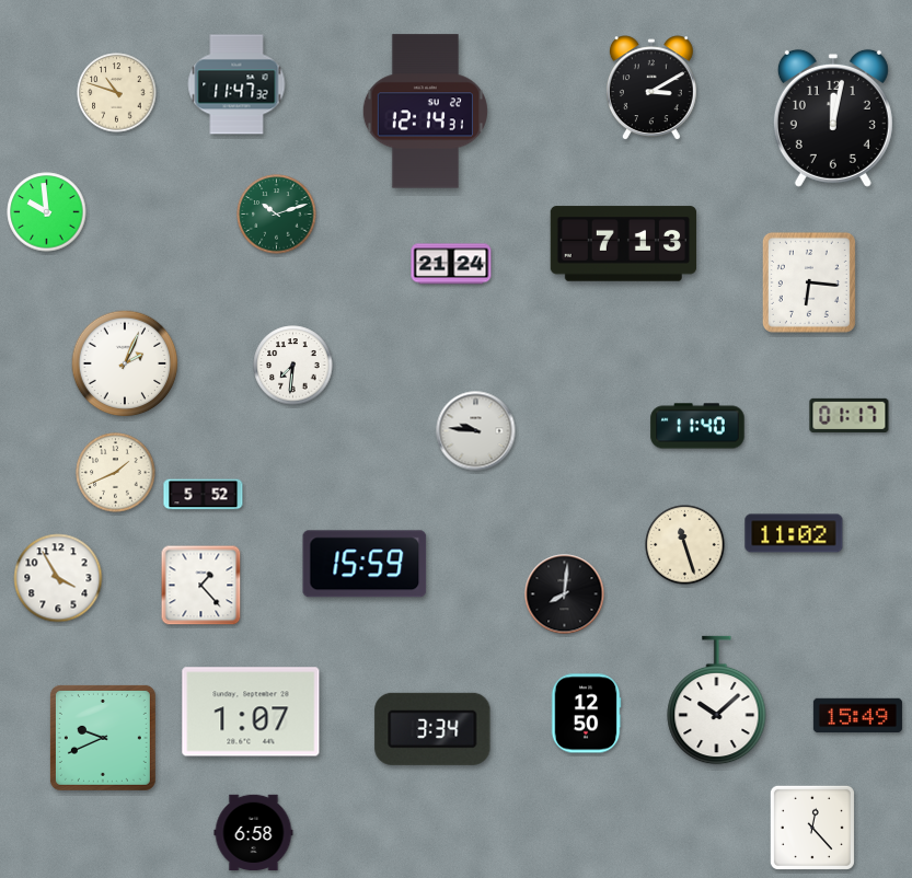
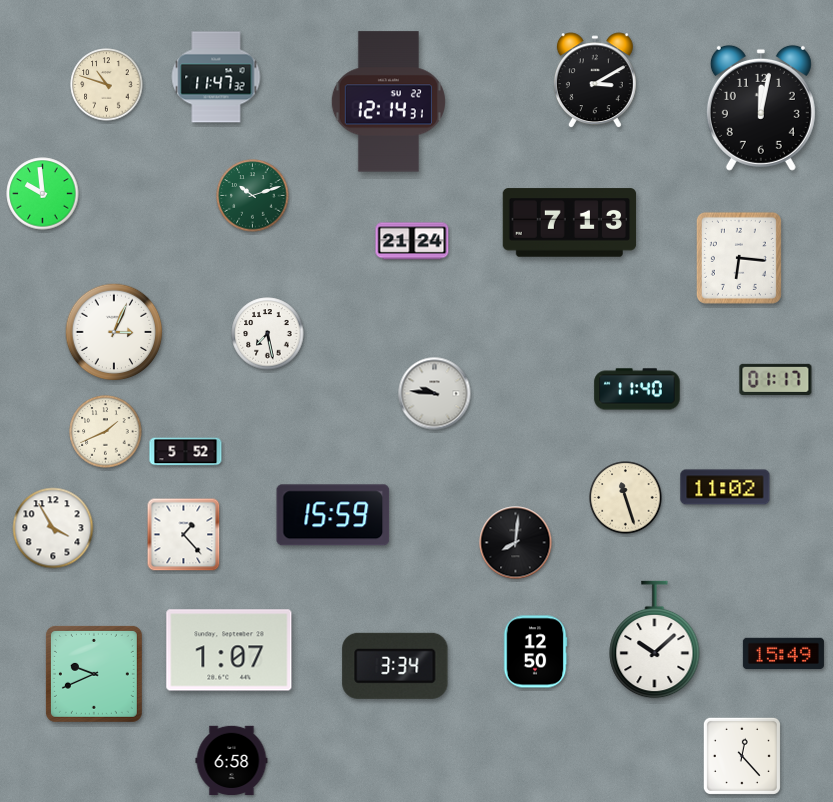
clock at (125, 363): 2:04 -> 3:04
clock at (293, 366): 7:31 -> 7:28
